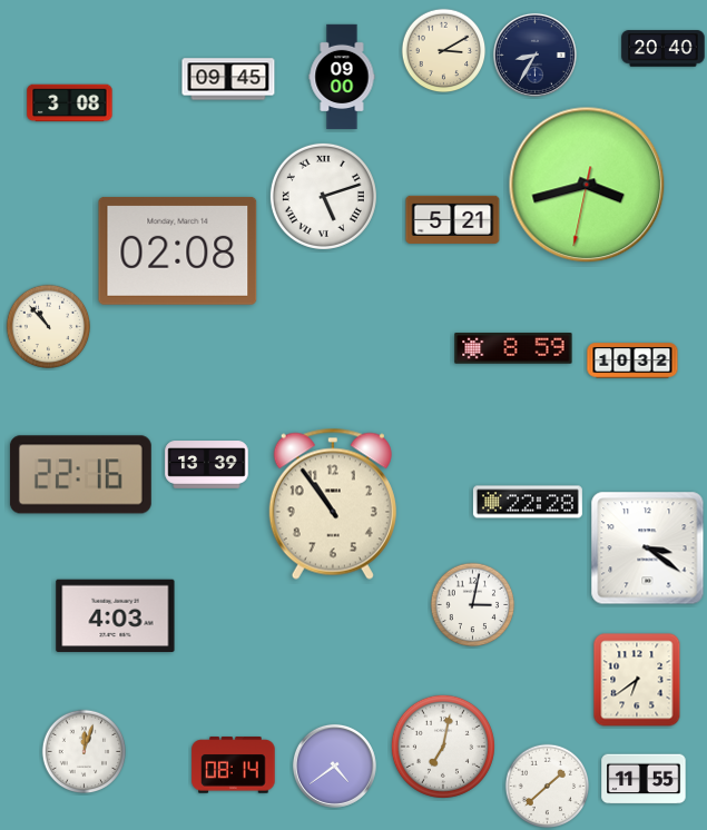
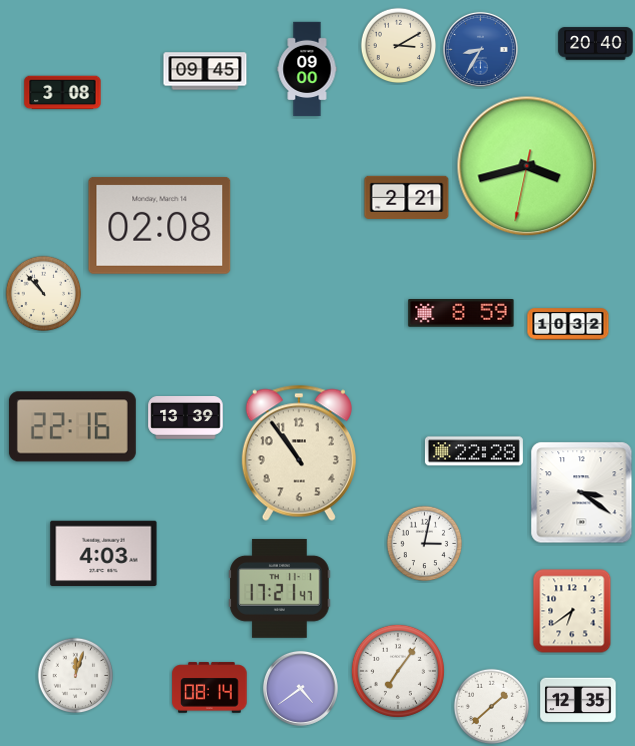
clock at (534, 55) dial: navy -> blue
clock at (323, 196): 5:12 -> none
clock at (453, 219): 5:21 -> 2:21
clock at (280, 588): none -> 17:21
clock at (443, 747): 7:02 -> 7:06
clock at (644, 779): 11:55 -> 12:35
